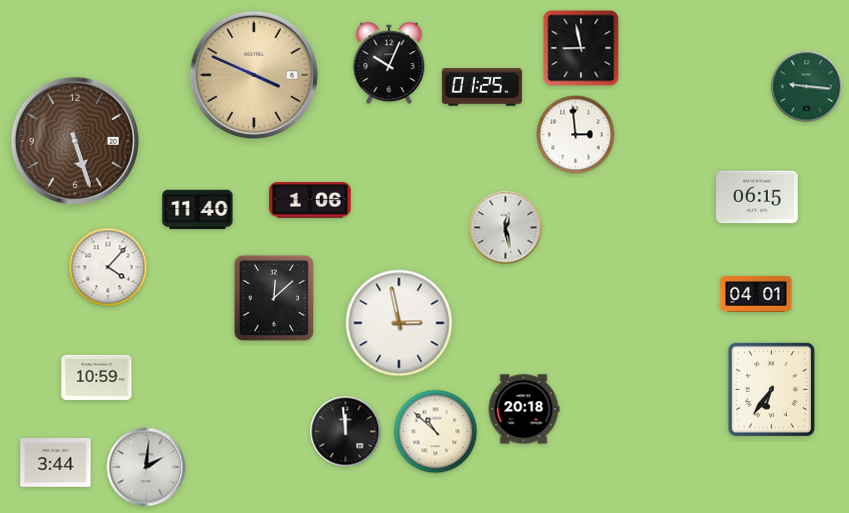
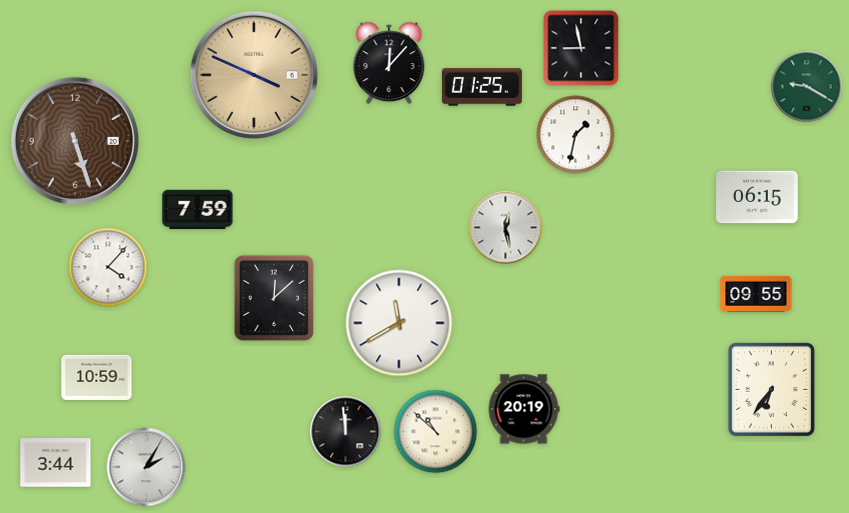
clock at (389, 63): 10:04 -> 12:07
clock at (807, 87): 9:16 -> 9:20
clock at (576, 135): 2:59 -> 1:32
clock at (310, 200): 1:06 -> none
clock at (198, 210): 11:40 -> 7:59
clock at (756, 294): 04:01 -> 09:55
clock at (399, 323): 2:58 -> 11:40
clock at (524, 409): 20:18 -> 20:19
clock at (146, 467): 2:01 -> 2:05
